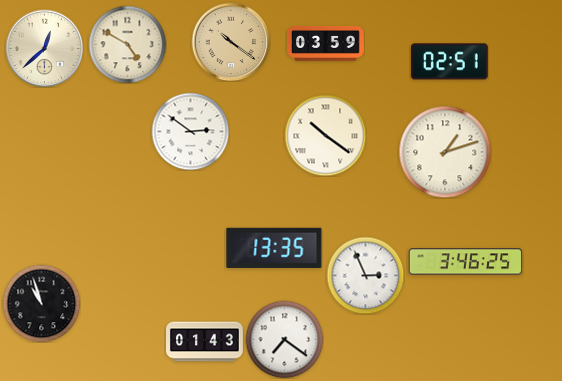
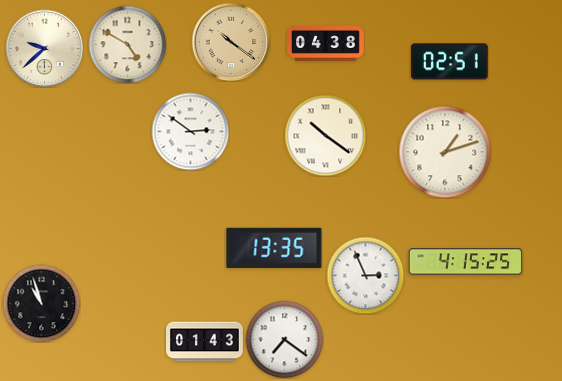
clock at (326, 44): 03:59 -> 04:38
clock at (44, 48): 12:38 -> 9:38
clock at (466, 262): 3:46 -> 4:15
